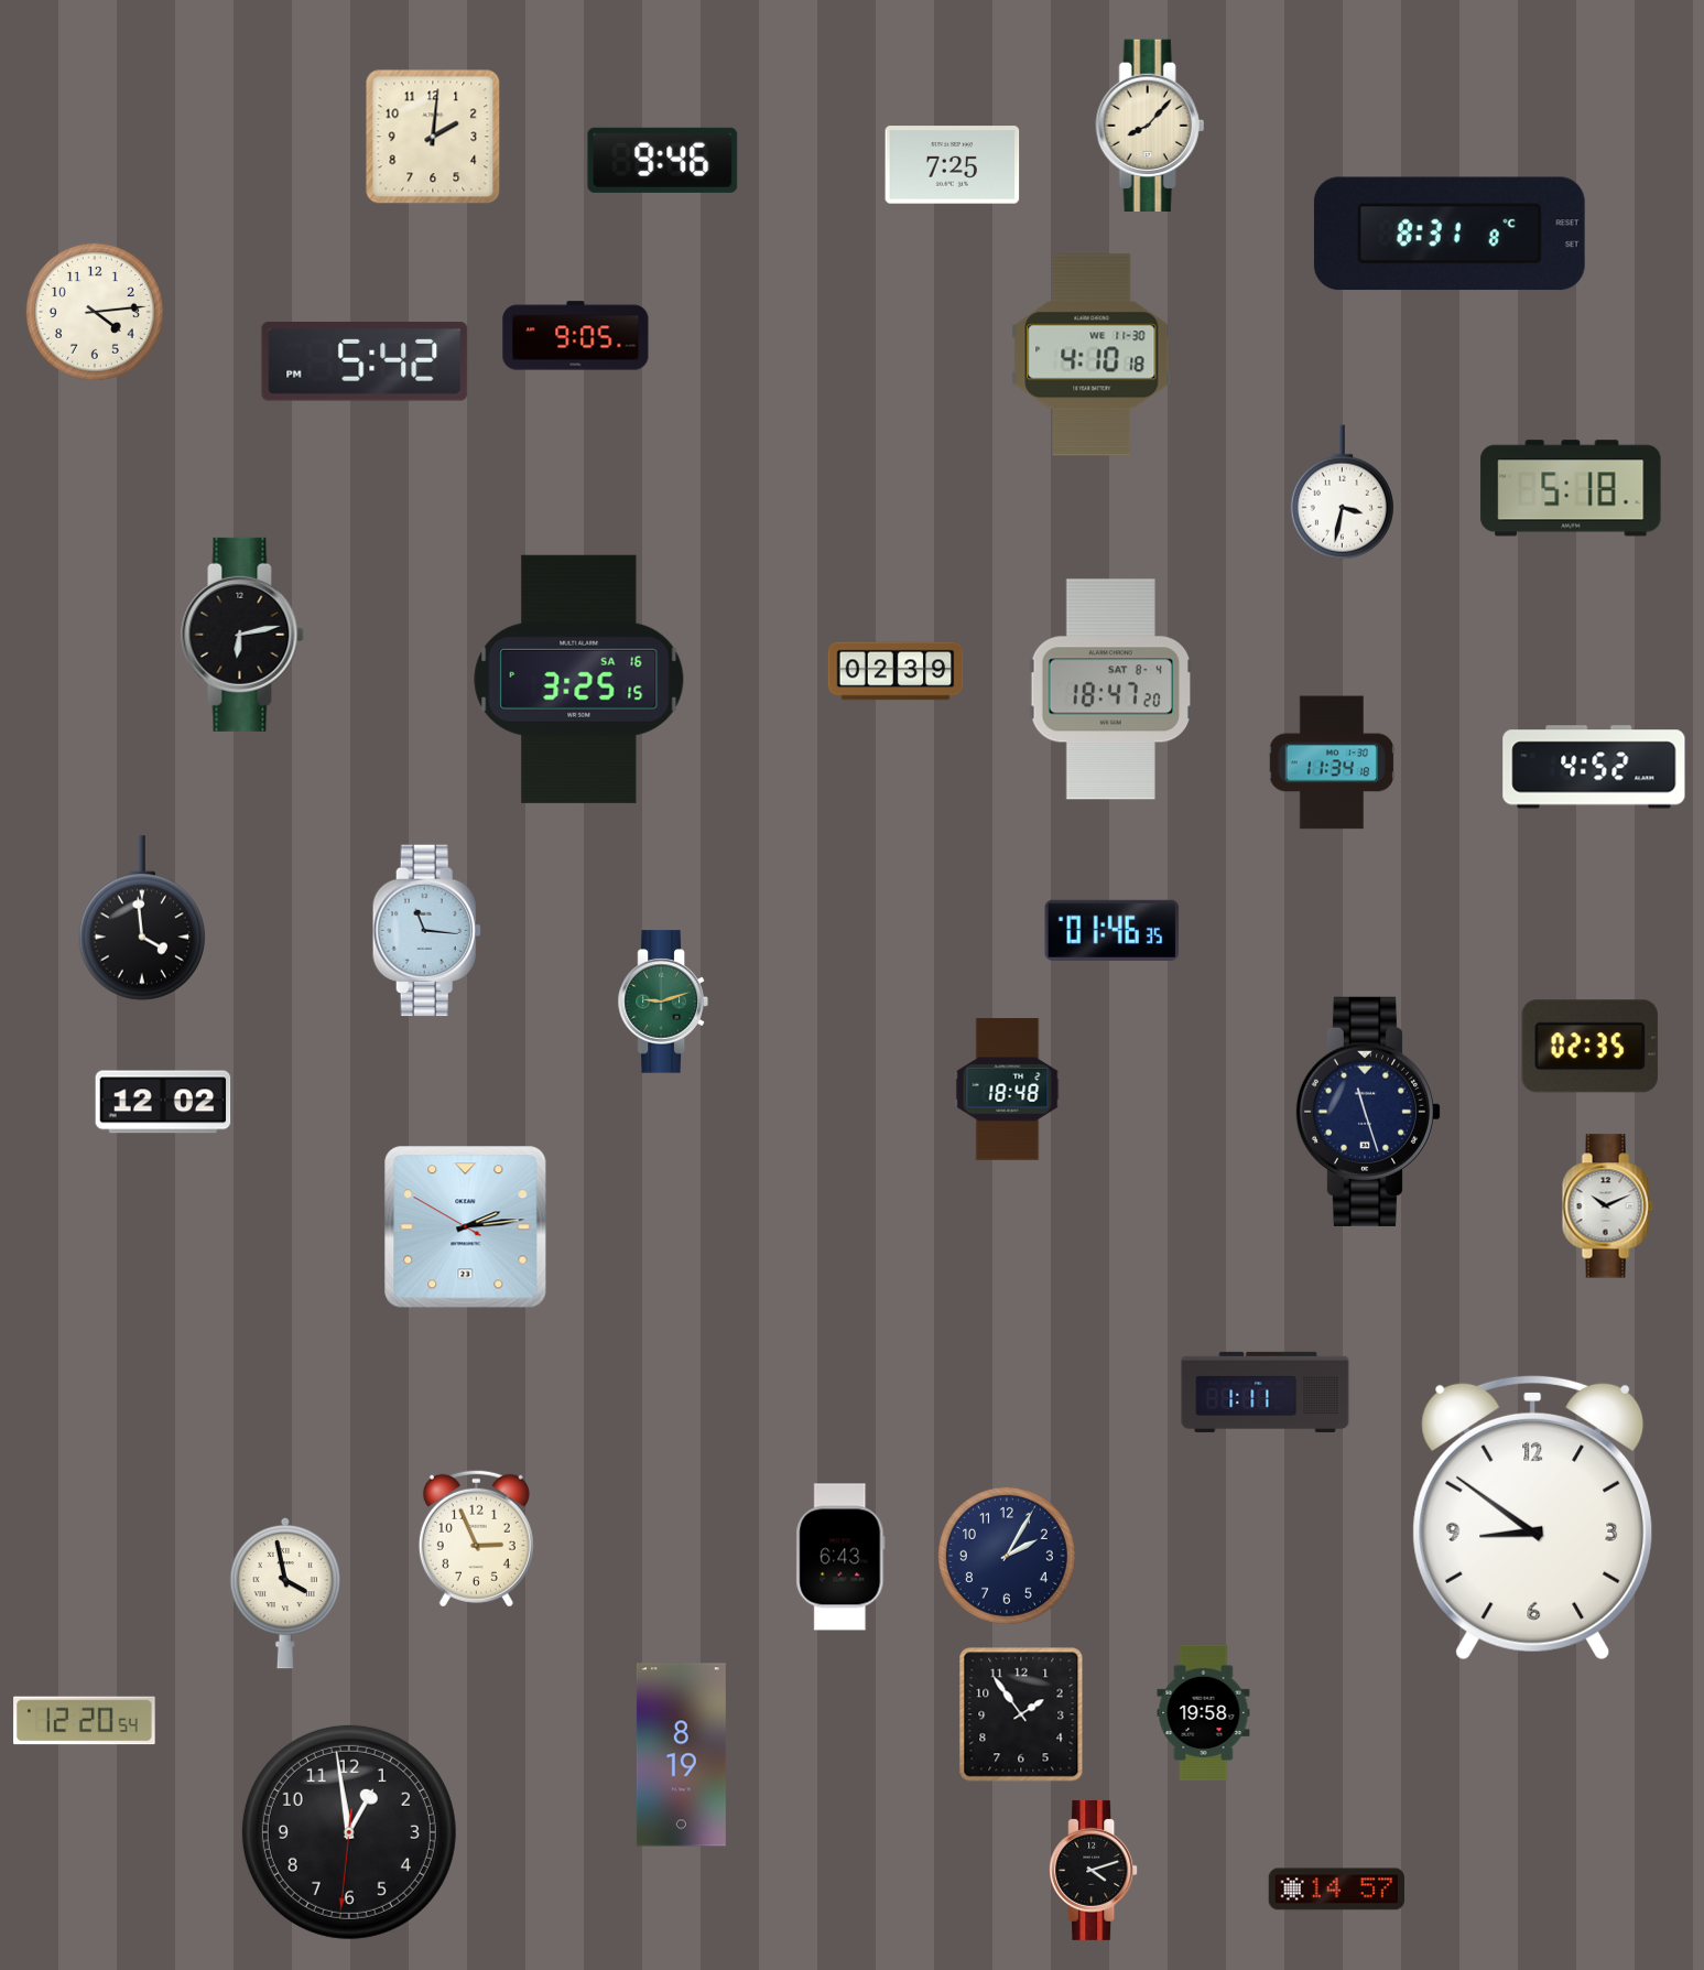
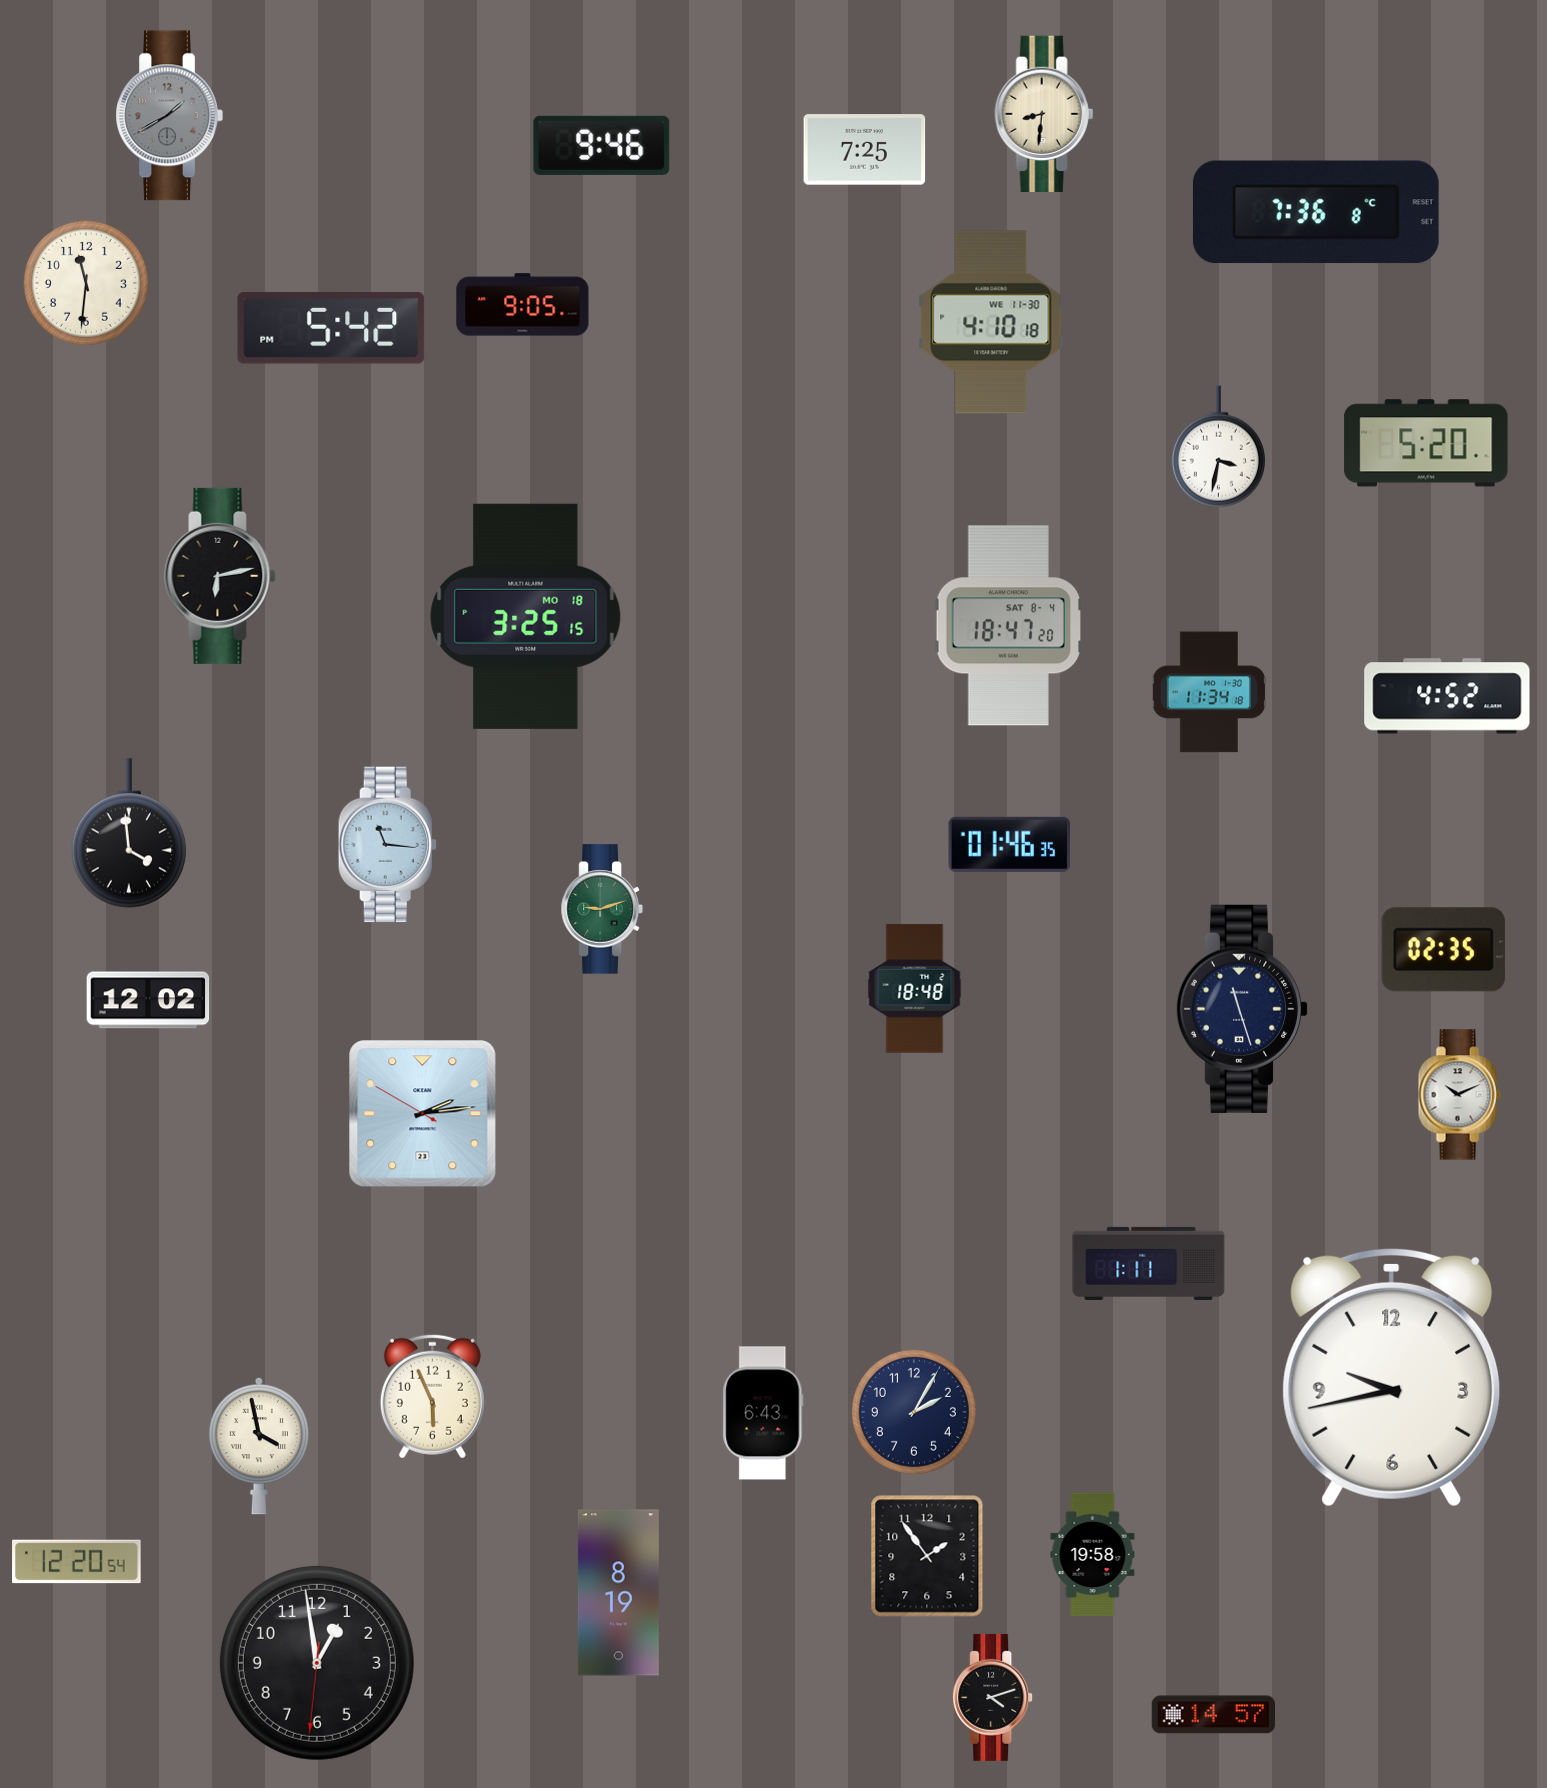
clock at (1150, 126): 8:07 -> 8:31
clock at (169, 116): none -> 1:40
clock at (433, 137): 2:01 -> none
clock at (1450, 234): 8:31 -> 7:36
clock at (95, 312): 4:14 -> 11:31
clock at (1571, 488): 5:18 -> 5:20
clock at (896, 671): 02:39 -> none
clock at (579, 679) date: SA 16 -> MO 18
clock at (1533, 1517): 8:51 -> 9:43
clock at (476, 1538): 2:56 -> 5:56
